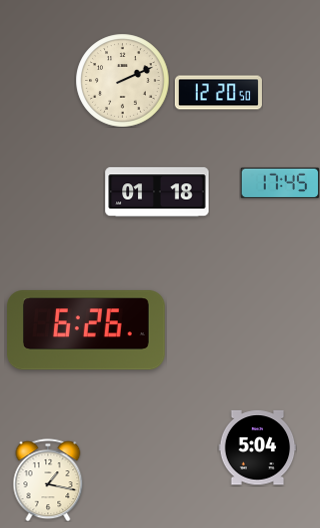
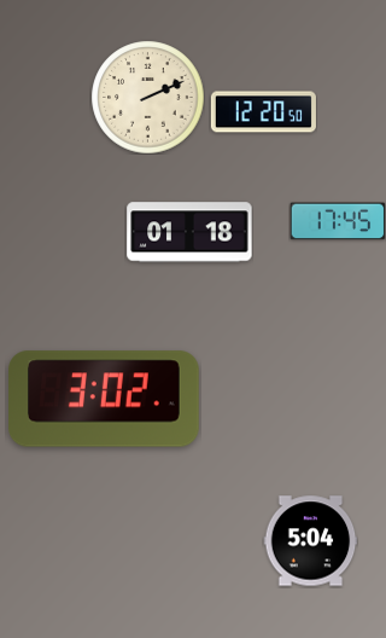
clock at (86, 330): 6:26 -> 3:02
clock at (48, 480): 1:17 -> none
